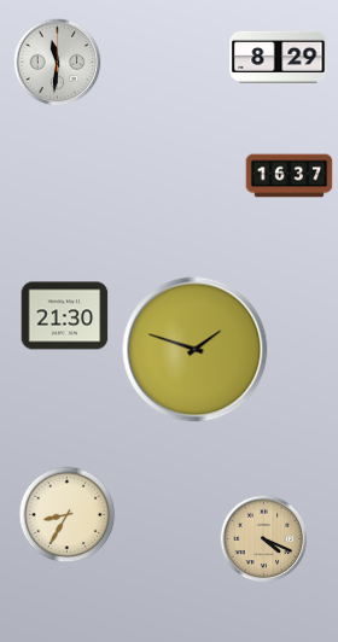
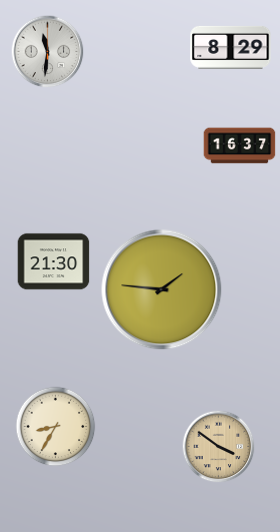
clock at (196, 350): 1:48 -> 1:46
clock at (264, 539): 4:19 -> 3:51
